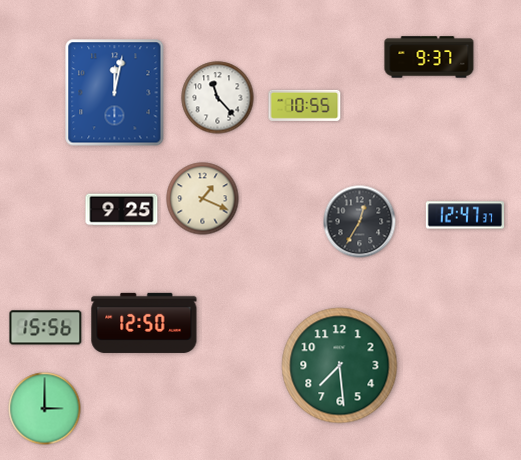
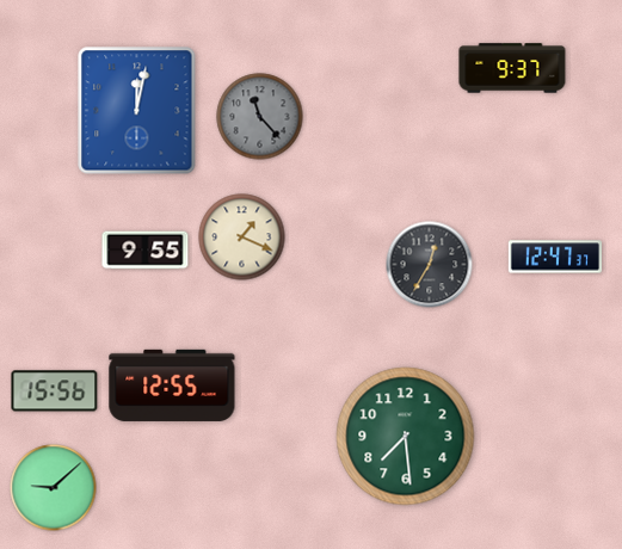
clock at (218, 98) dial: white -> grey
clock at (305, 105): 10:55 -> none
clock at (122, 210): 9:25 -> 9:55
clock at (144, 323): 12:50 -> 12:55
clock at (45, 409): 3:00 -> 9:08
